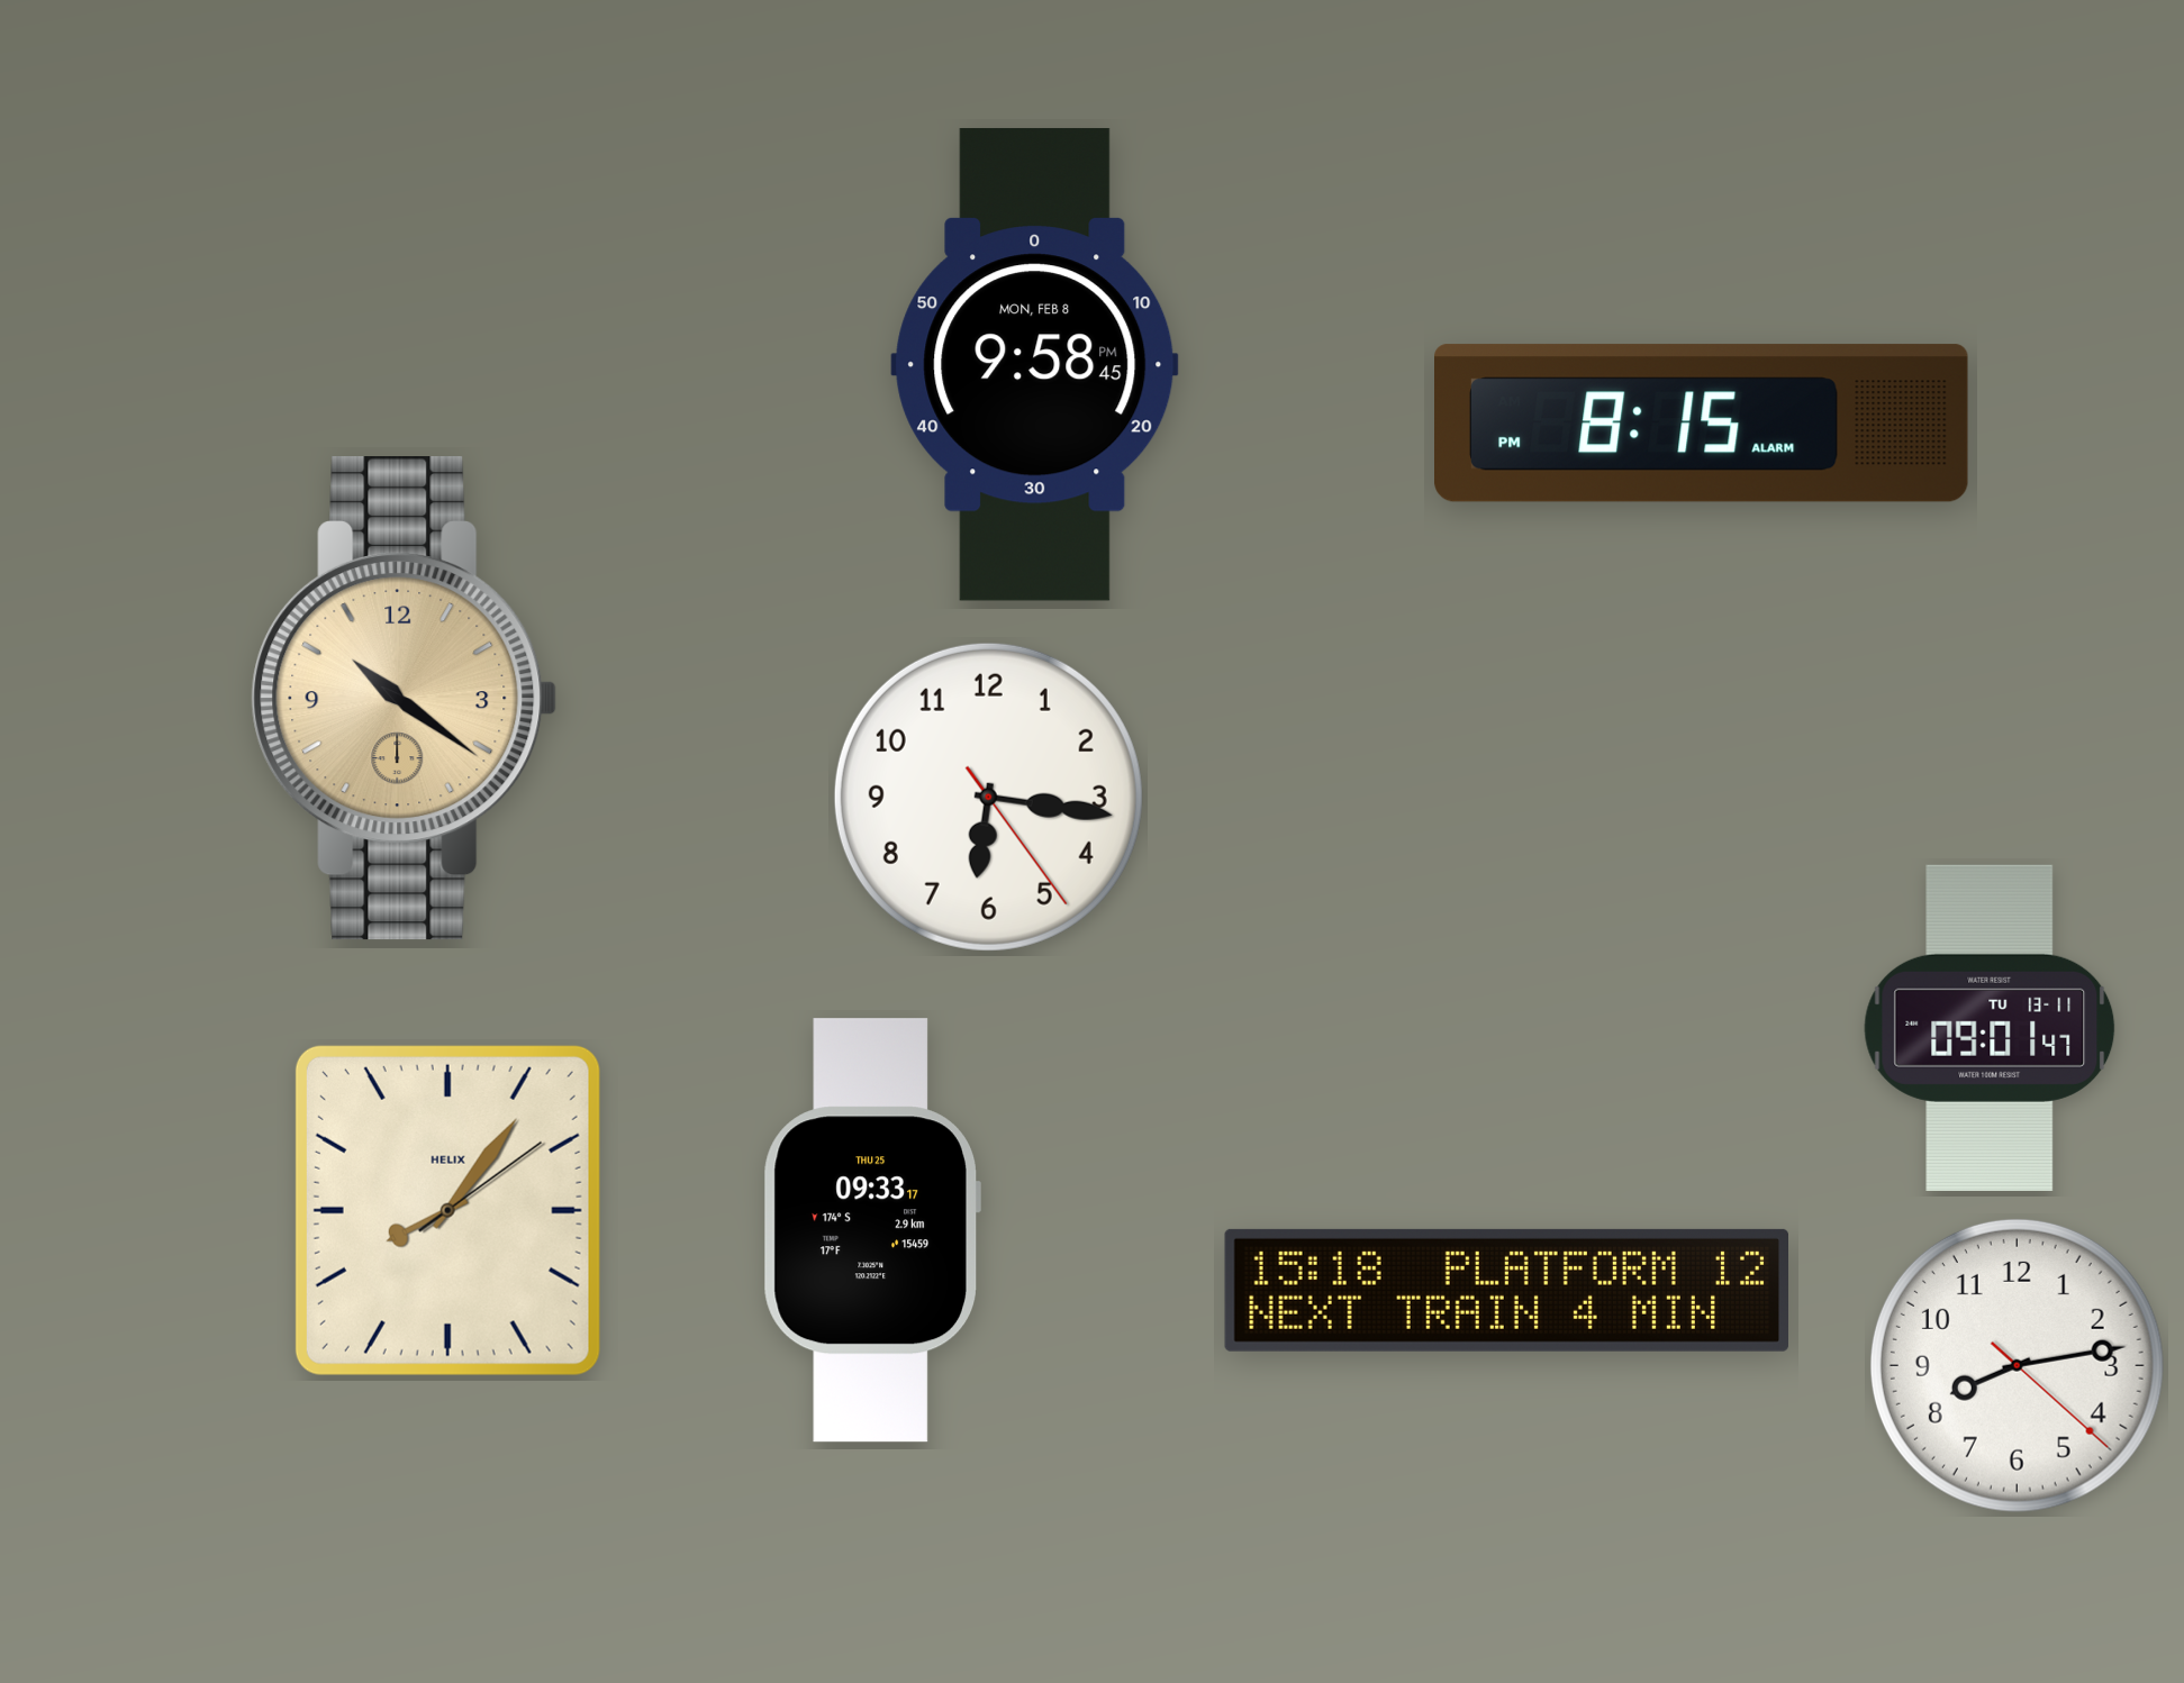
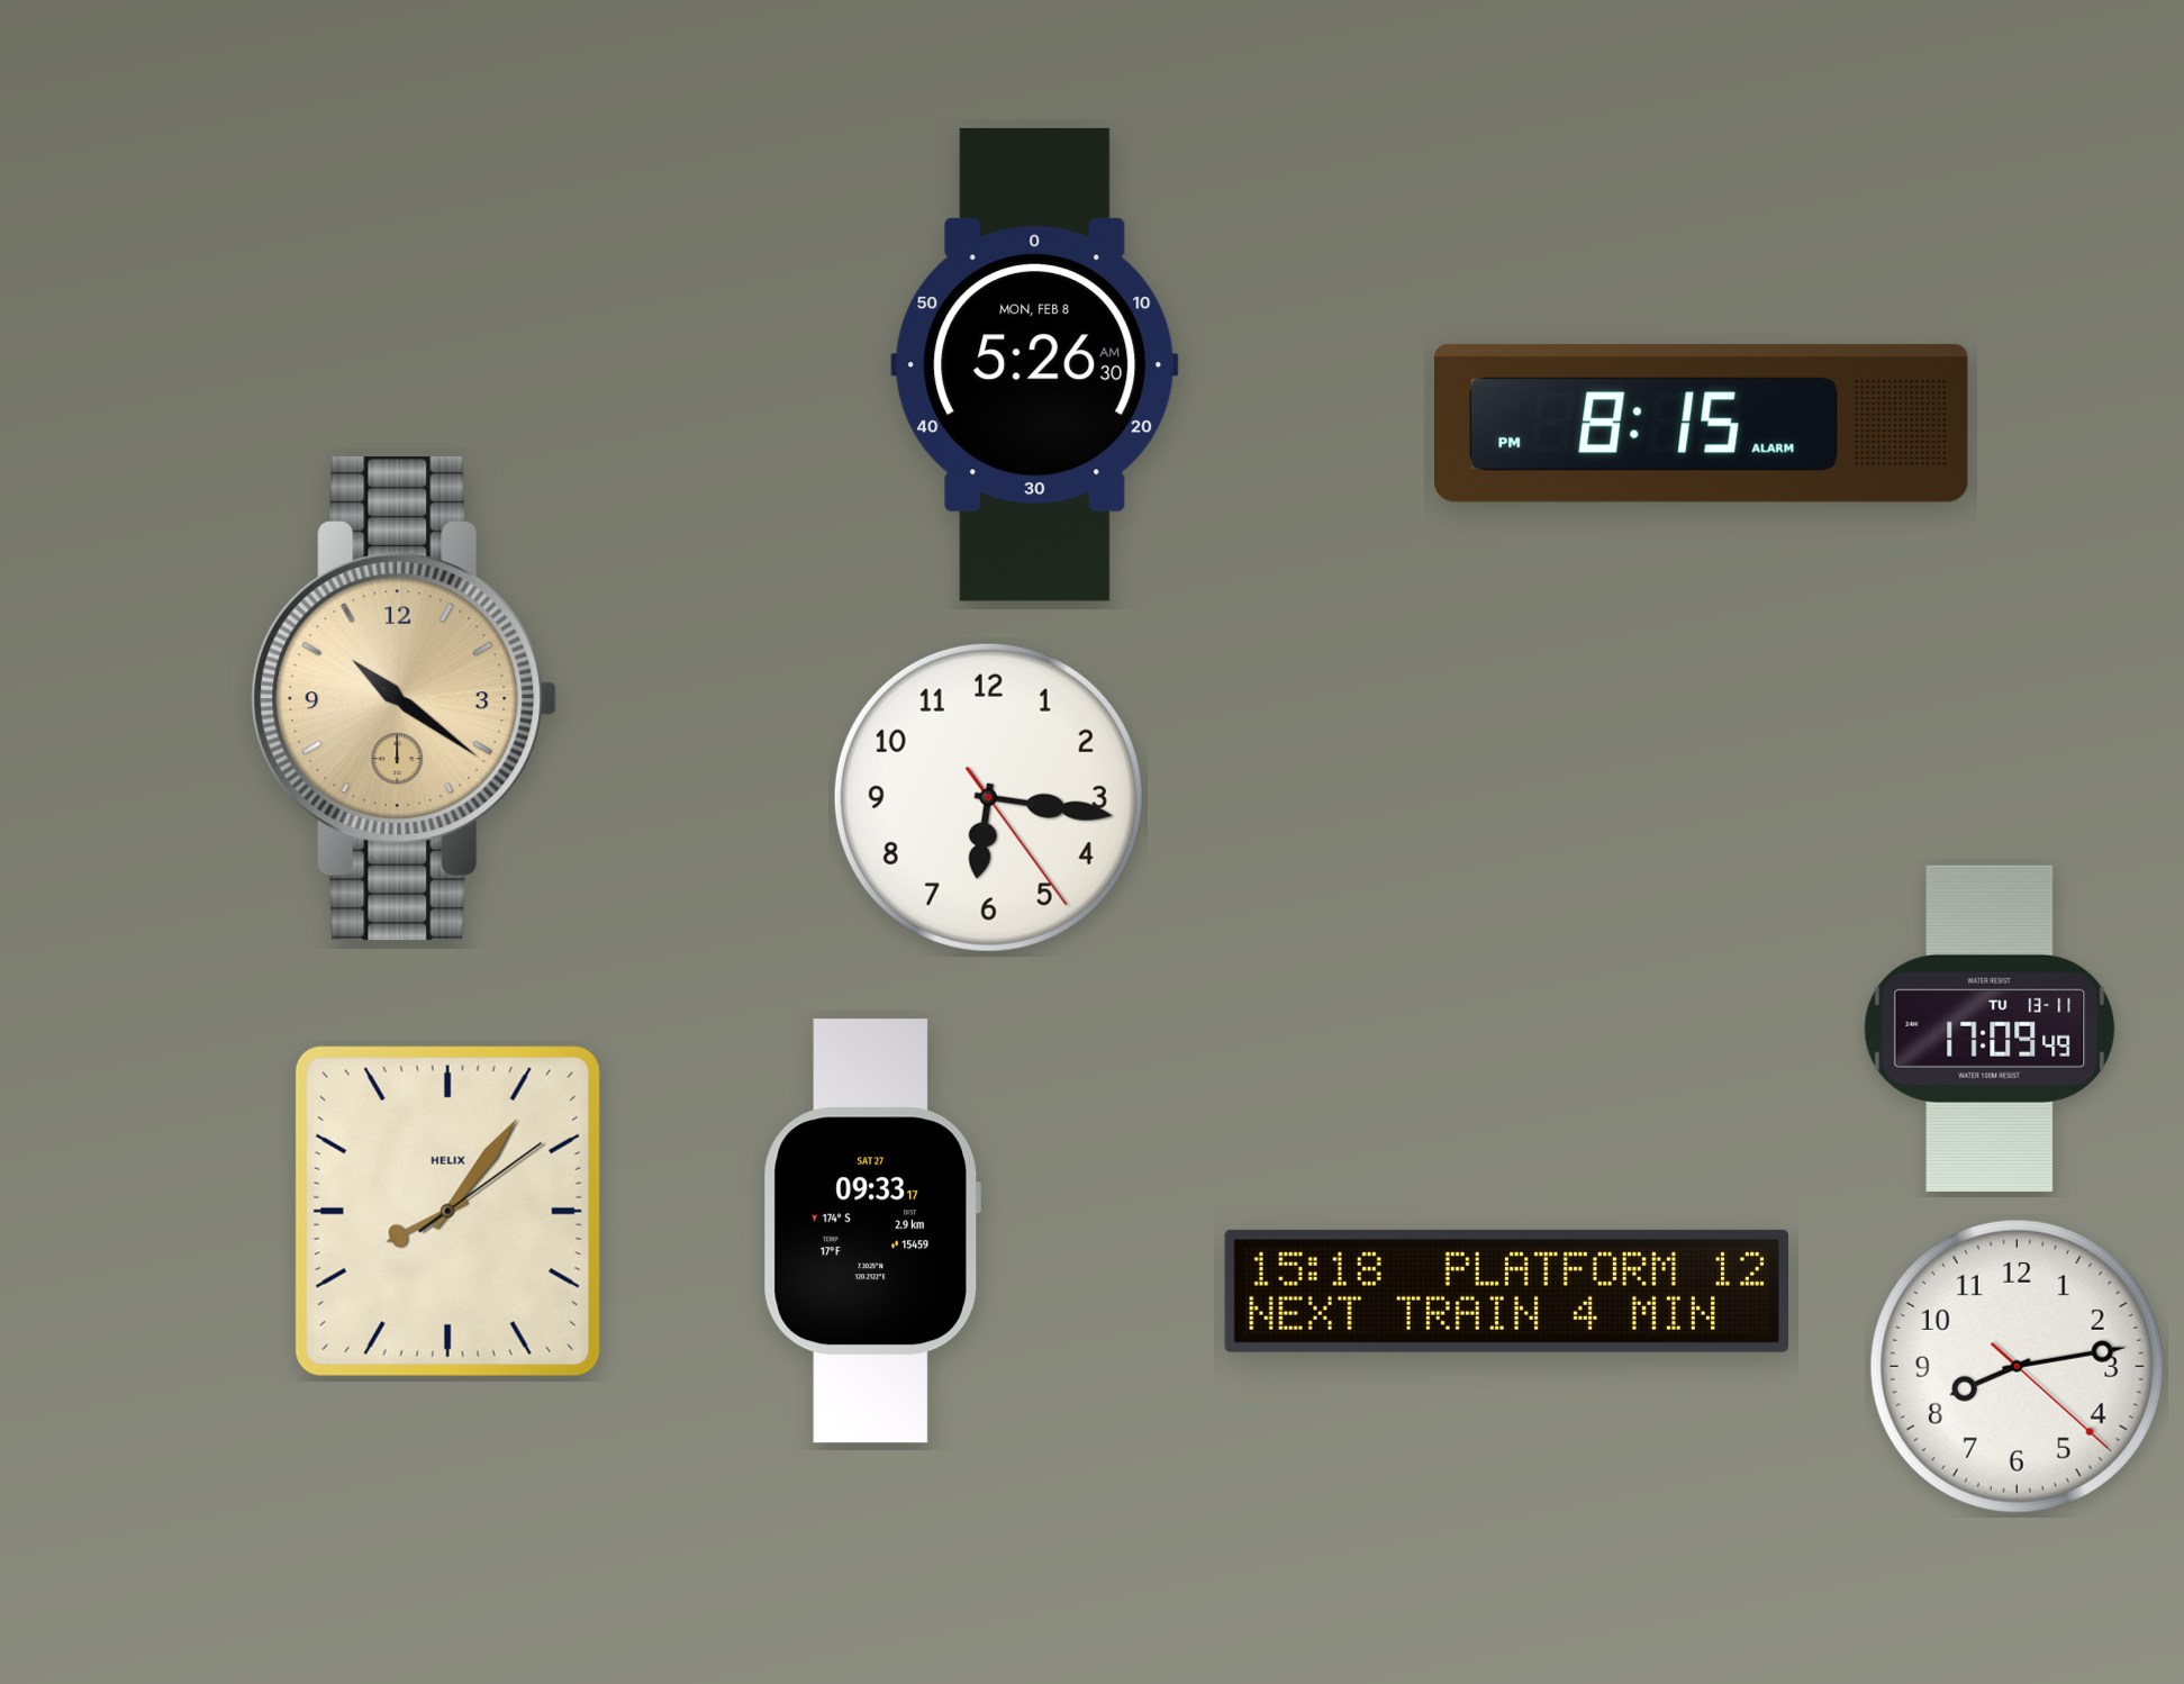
clock at (1035, 364): 9:58 -> 5:26
clock at (1990, 1028): 09:01 -> 17:09
clock at (872, 1230) date: THU 25 -> SAT 27
